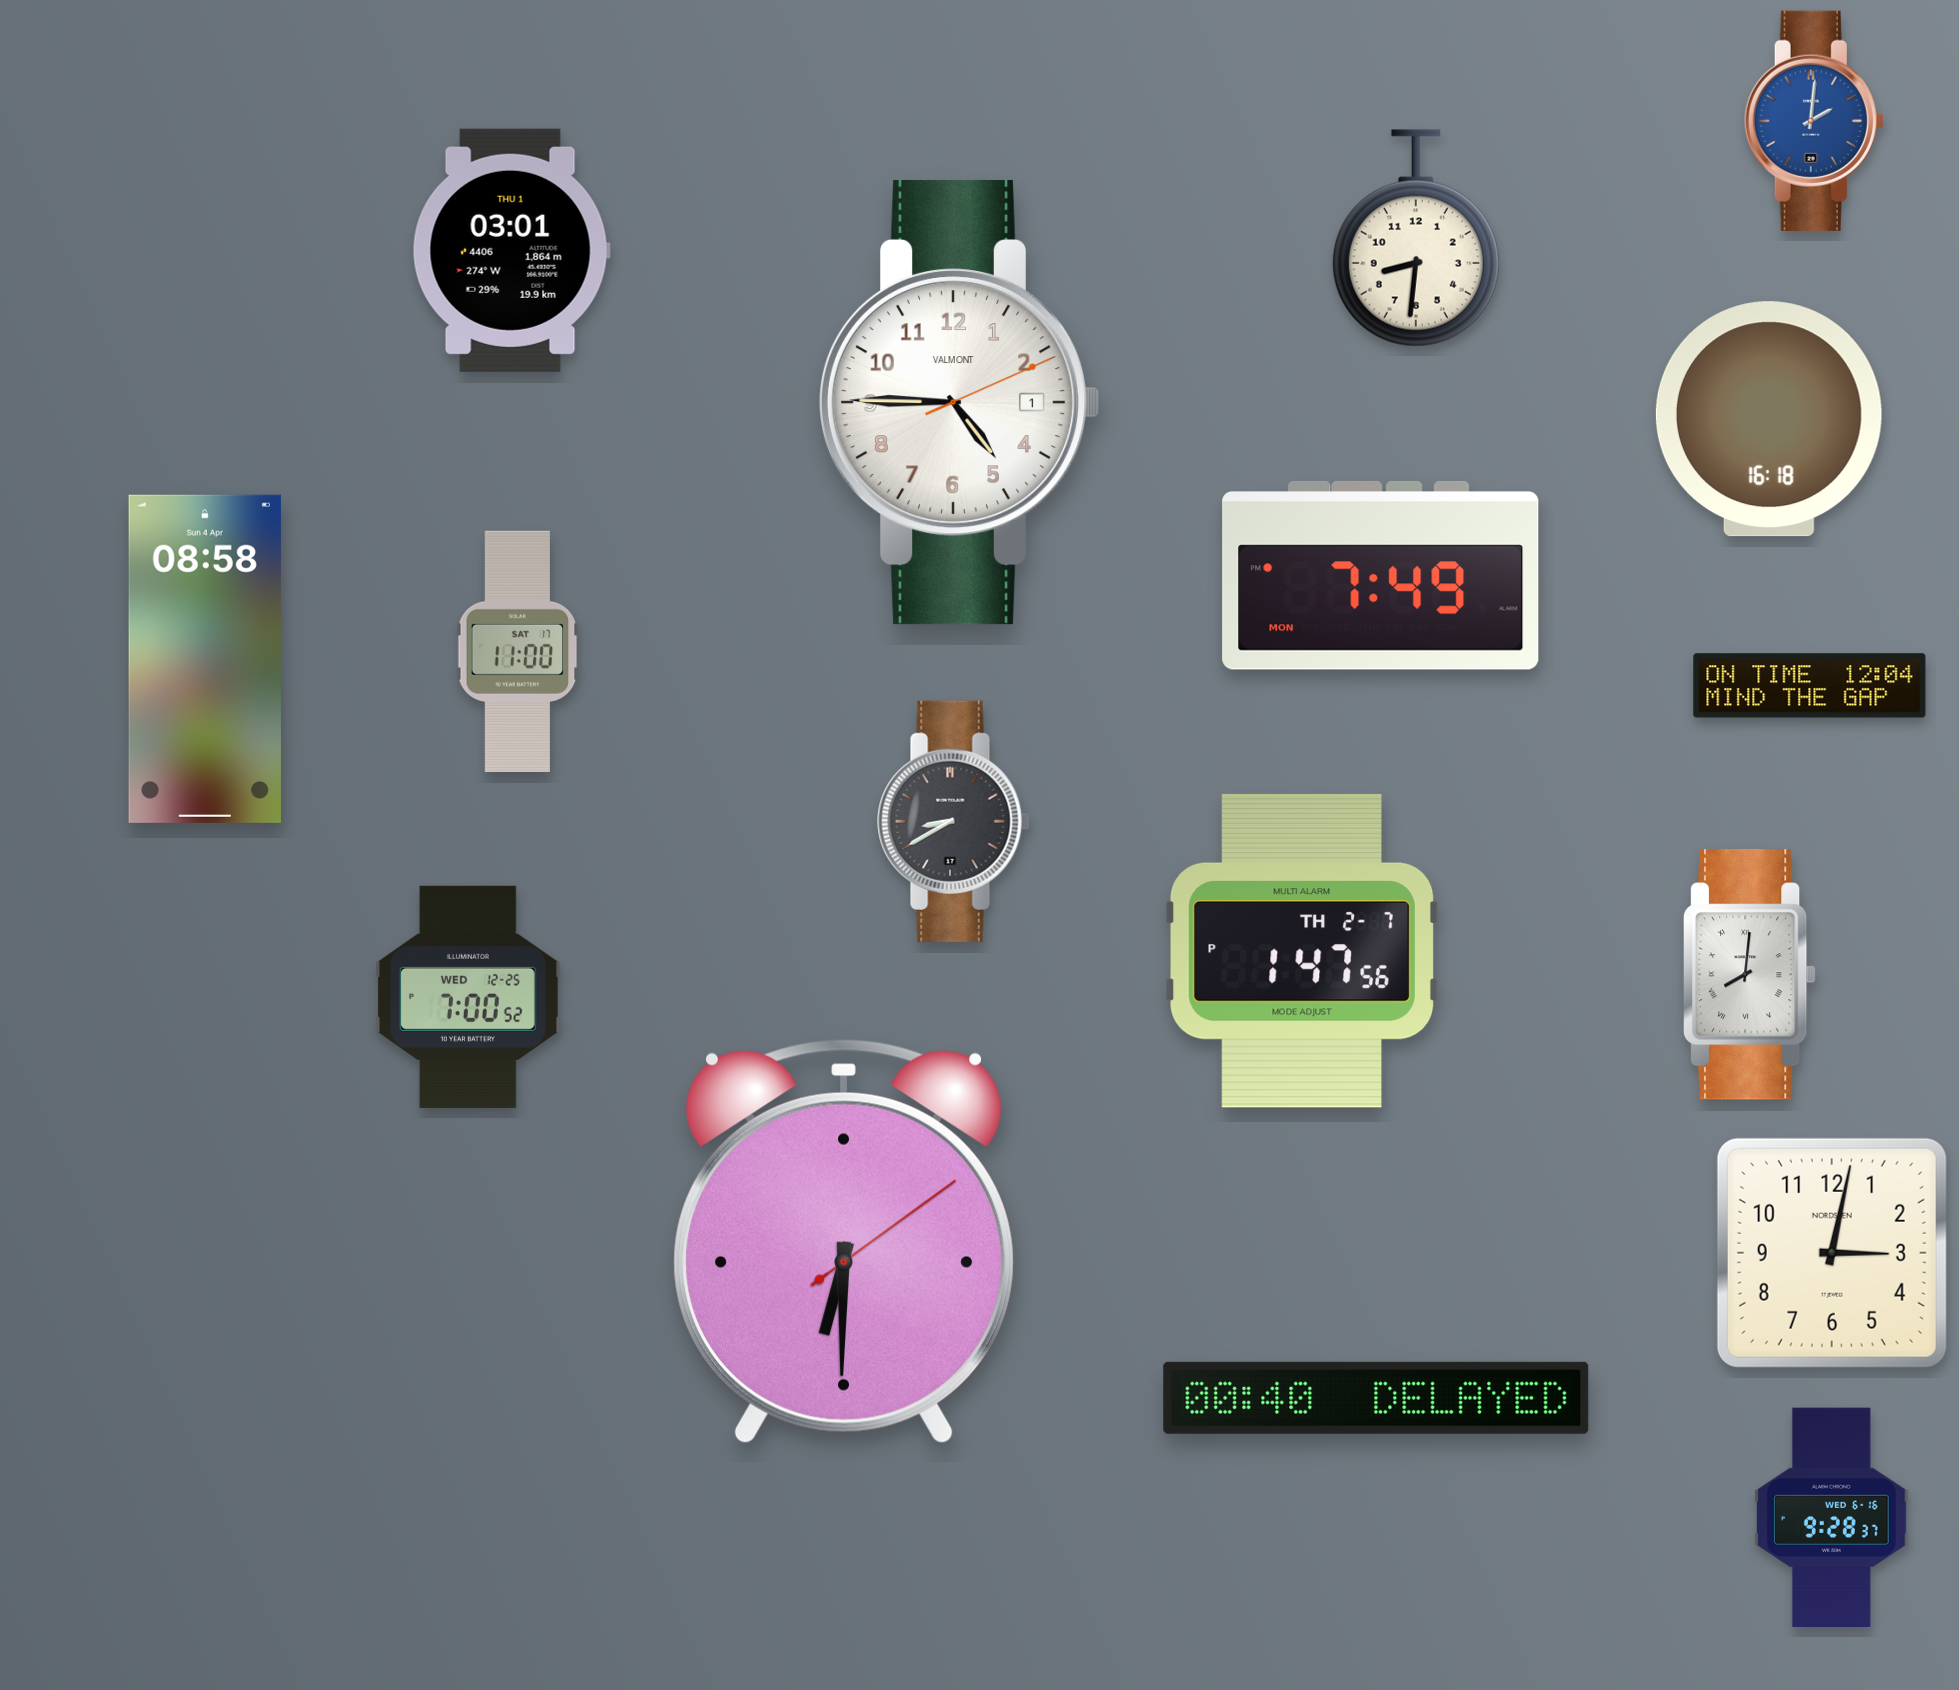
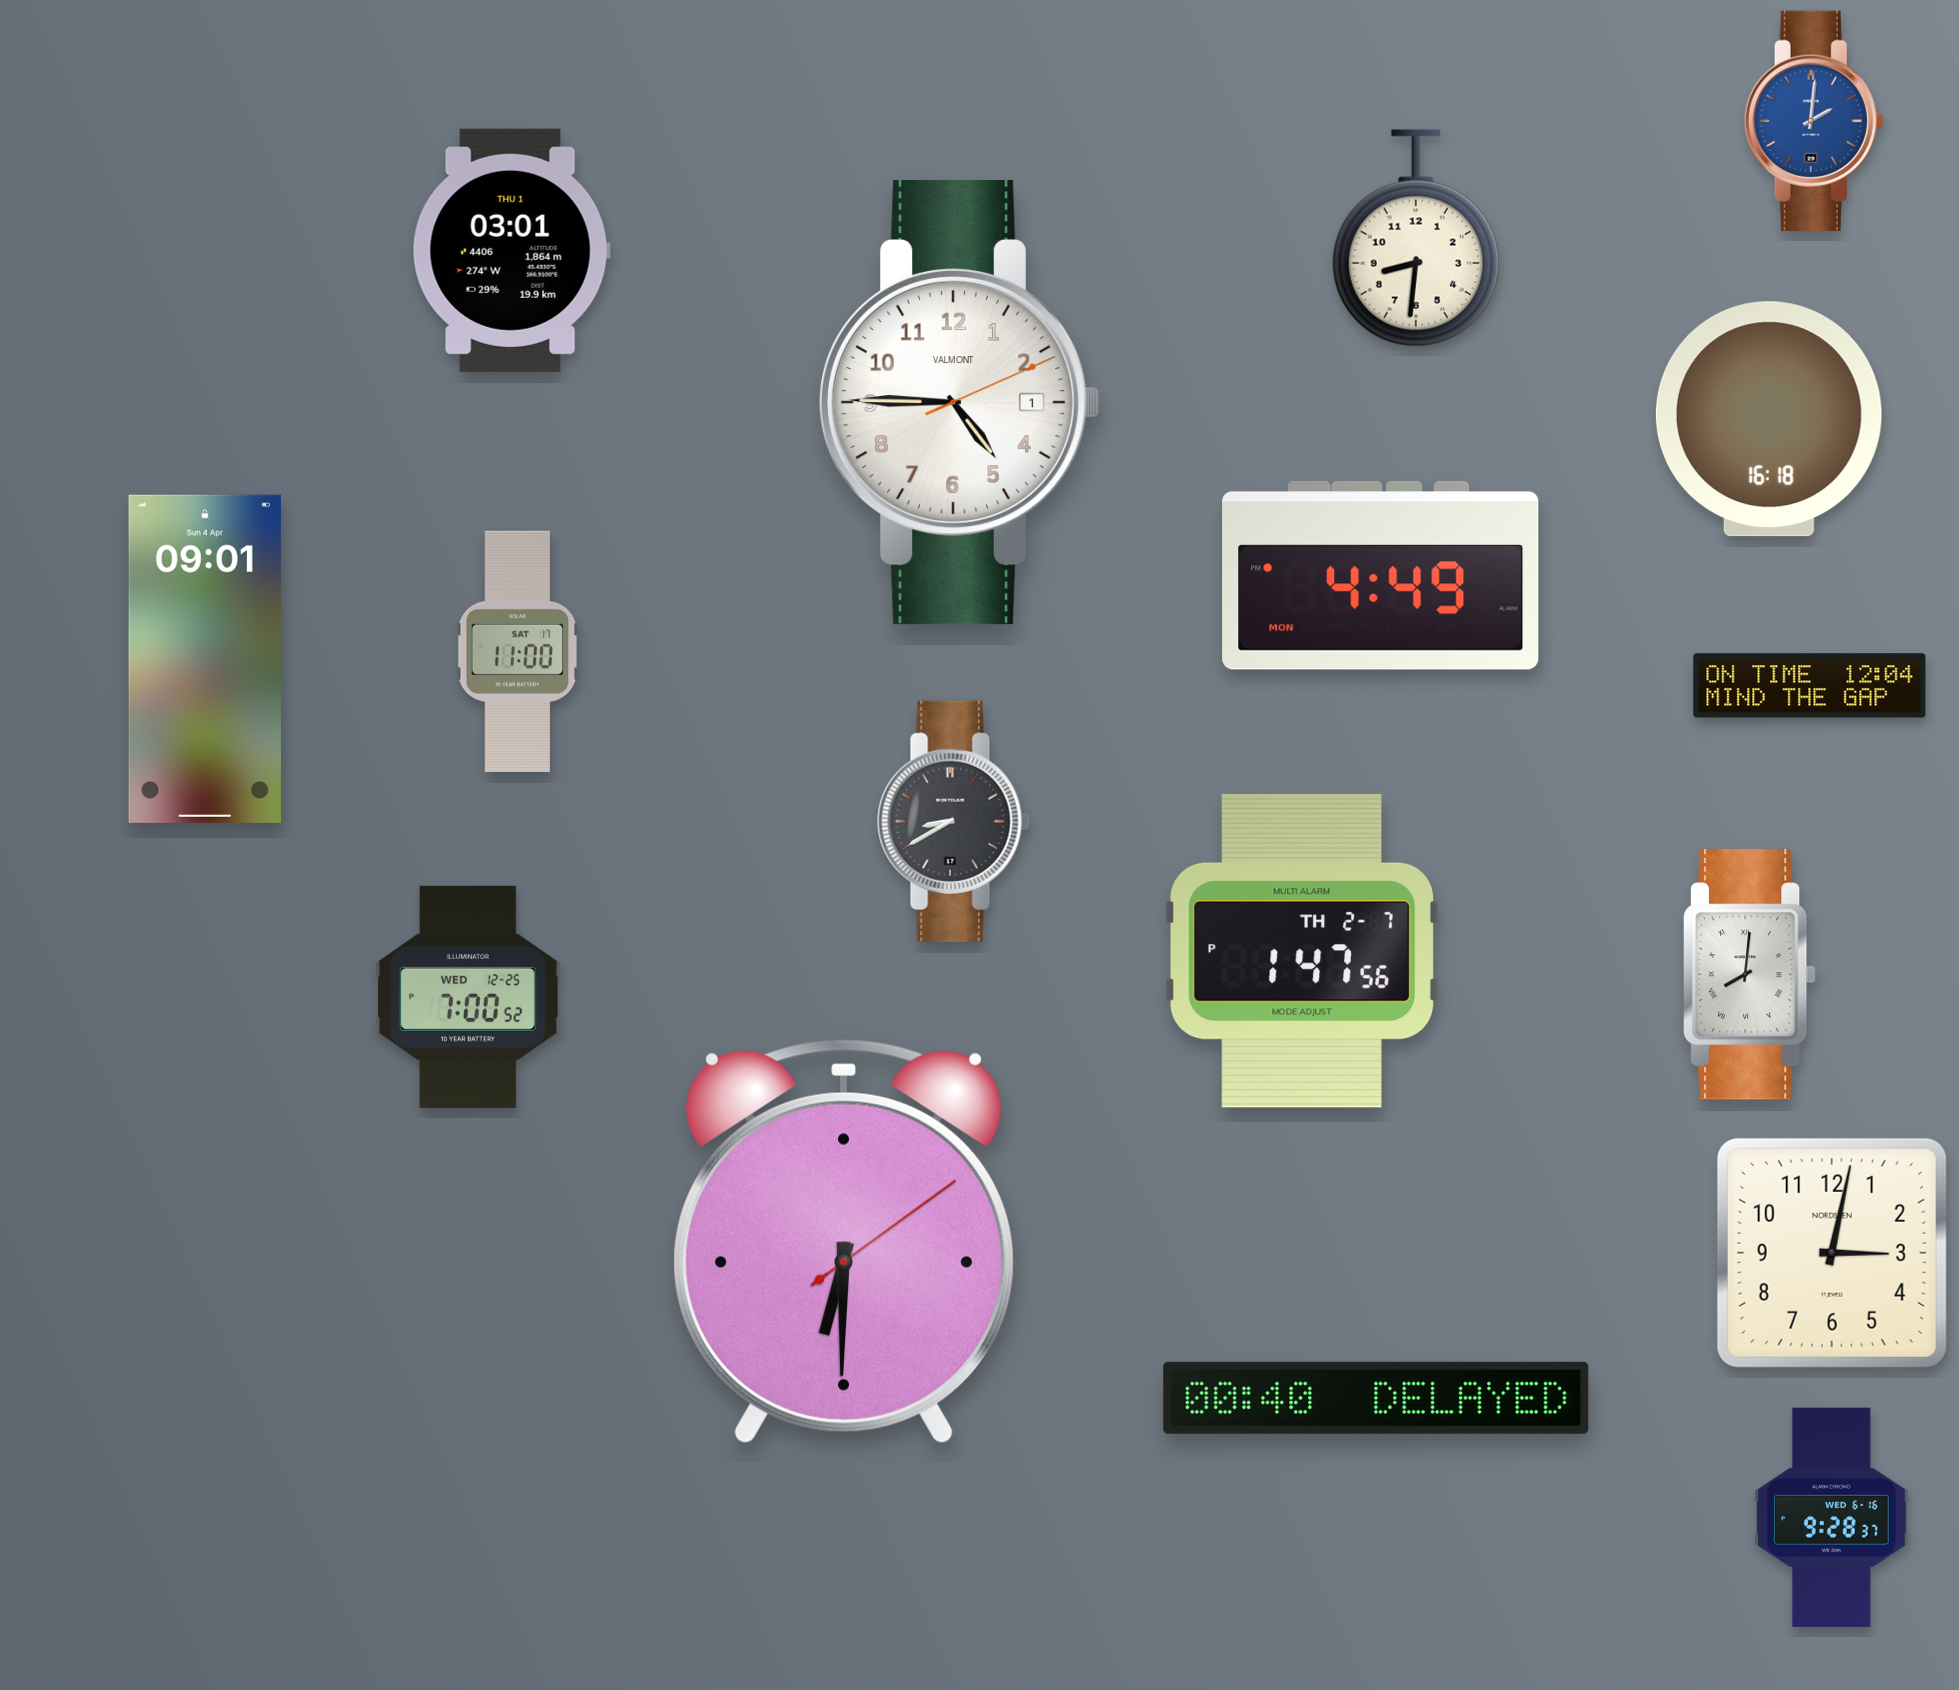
clock at (1381, 575): 7:49 -> 4:49
clock at (205, 659): 08:58 -> 09:01
